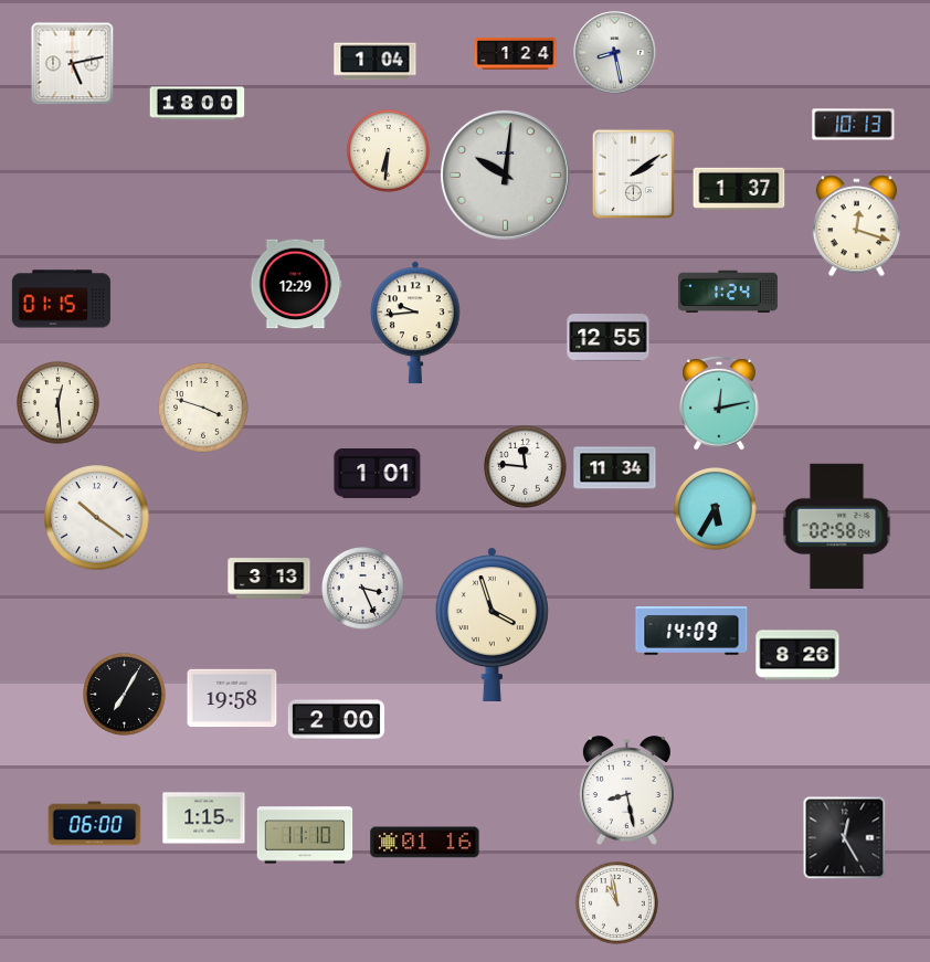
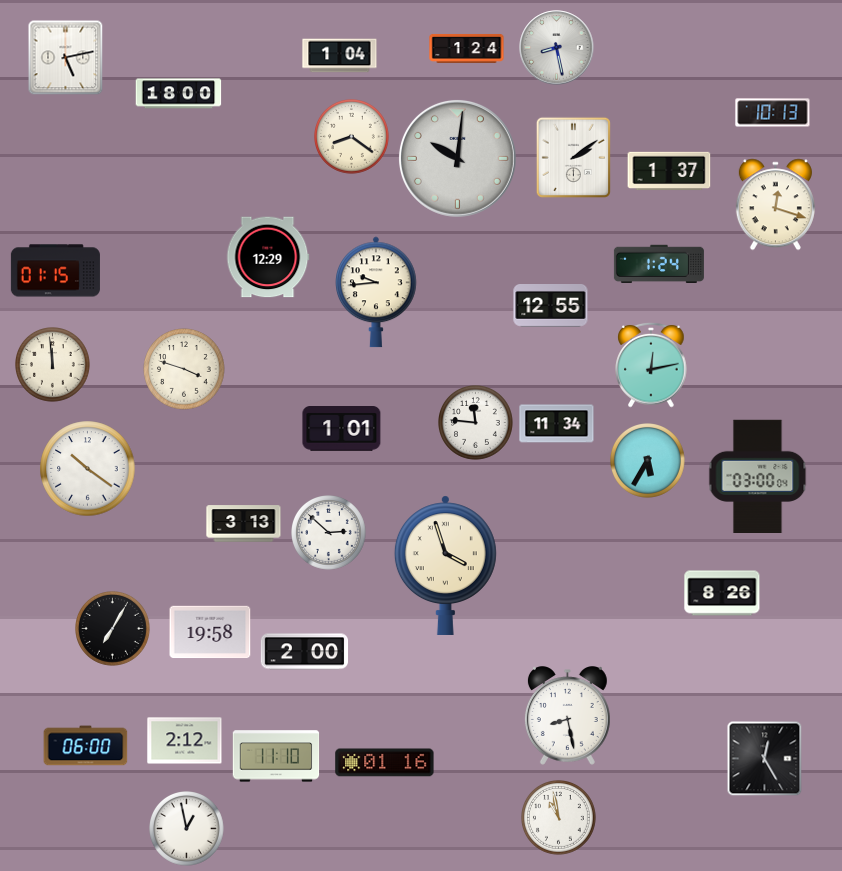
clock at (389, 151): 6:31 -> 8:21
clock at (59, 403): 12:29 -> 11:59
clock at (837, 526): 02:58 -> 03:00
clock at (363, 589): 3:26 -> 2:52
clock at (691, 632): 14:09 -> none
clock at (204, 818): 1:15 -> 2:12
clock at (187, 829): none -> 12:58
